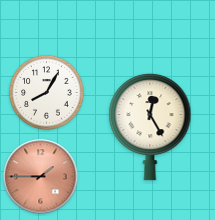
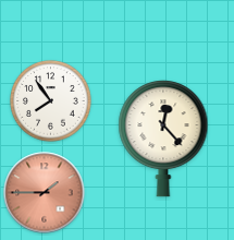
clock at (47, 93): 8:05 -> 7:54
clock at (150, 128): 12:25 -> 12:23
